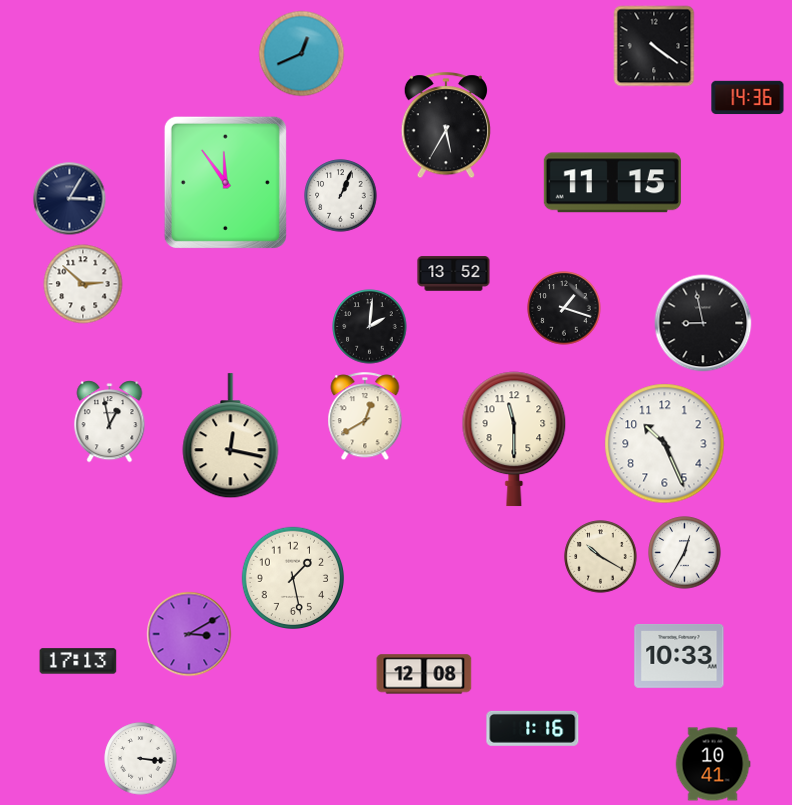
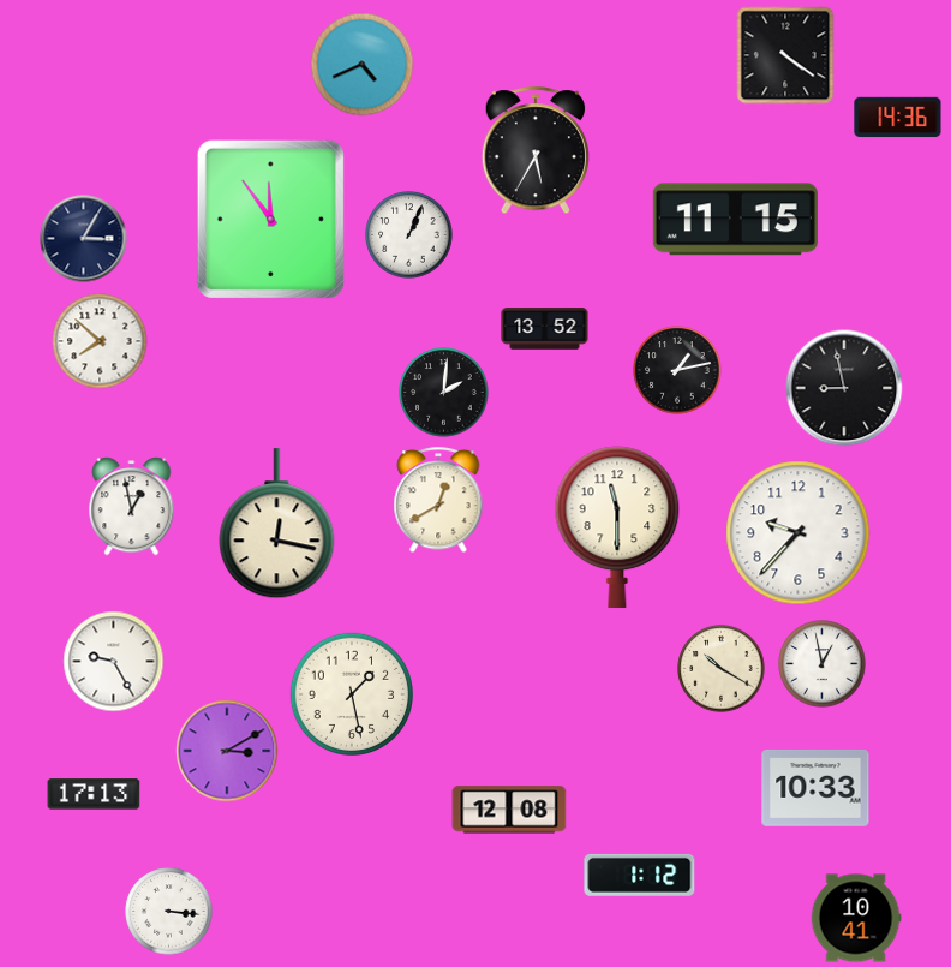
clock at (302, 54): 12:41 -> 4:41
clock at (83, 284): 2:52 -> 7:52
clock at (564, 308): 1:18 -> 1:13
clock at (665, 444): 10:26 -> 9:37
clock at (114, 662): none -> 9:25
clock at (685, 553): 12:35 -> 12:58
clock at (189, 634) position: (189, 634) -> (227, 751)
clock at (533, 728): 1:16 -> 1:12
